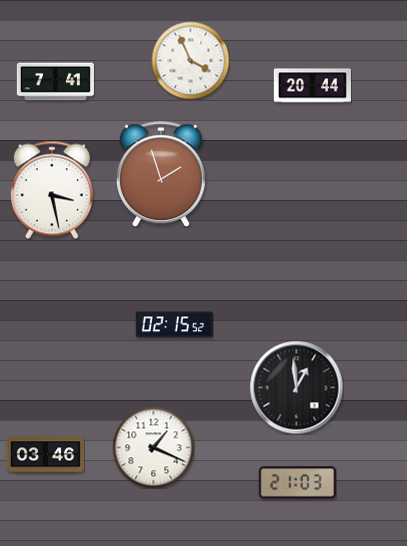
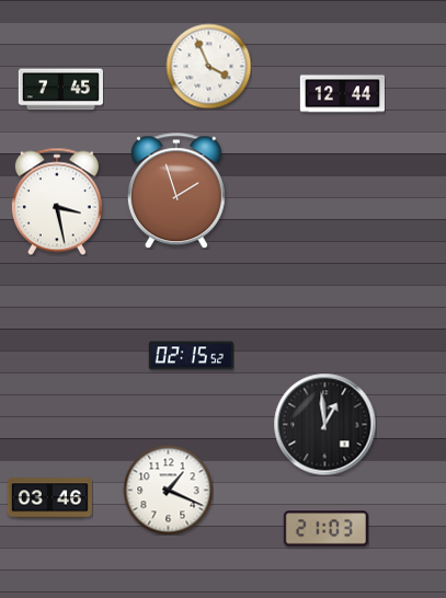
clock at (55, 82): 7:41 -> 7:45
clock at (312, 86): 20:44 -> 12:44
clock at (52, 190) position: (52, 190) -> (57, 202)
